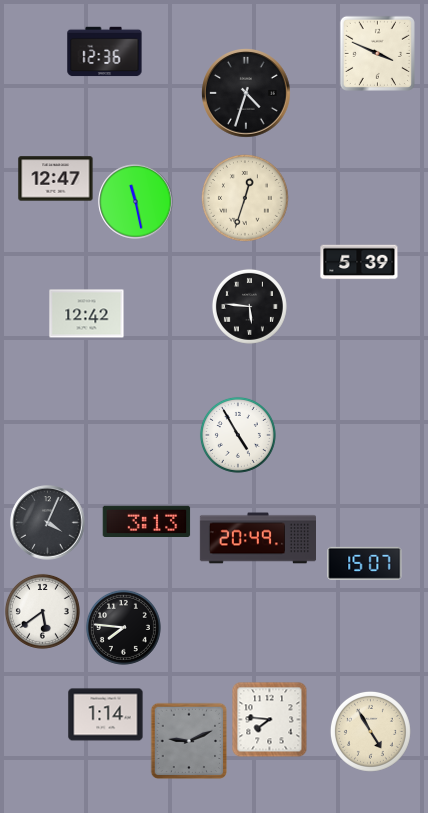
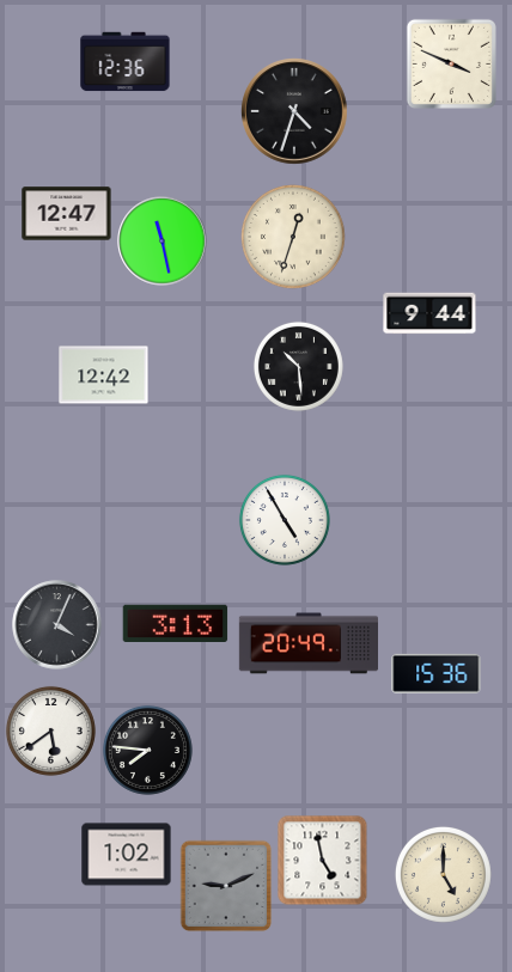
clock at (359, 262): 5:39 -> 9:44
clock at (249, 306): 5:46 -> 10:29
clock at (365, 563): 15:07 -> 15:36
clock at (106, 715): 1:14 -> 1:02
clock at (270, 720): 7:46 -> 4:58
clock at (370, 731): 4:55 -> 5:00
